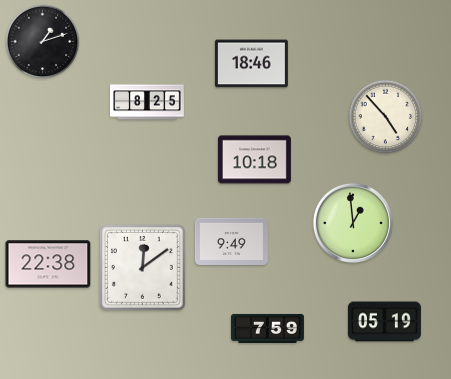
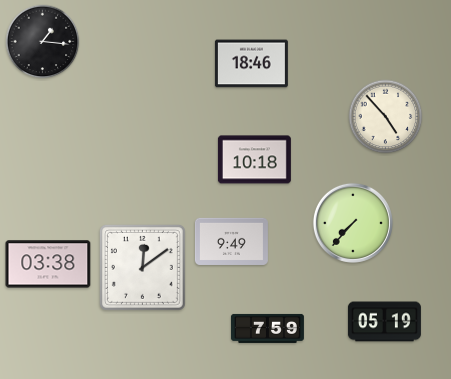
clock at (43, 42): 1:12 -> 1:16
clock at (148, 102): 8:25 -> none
clock at (353, 223): 12:59 -> 7:37
clock at (48, 264): 22:38 -> 03:38
